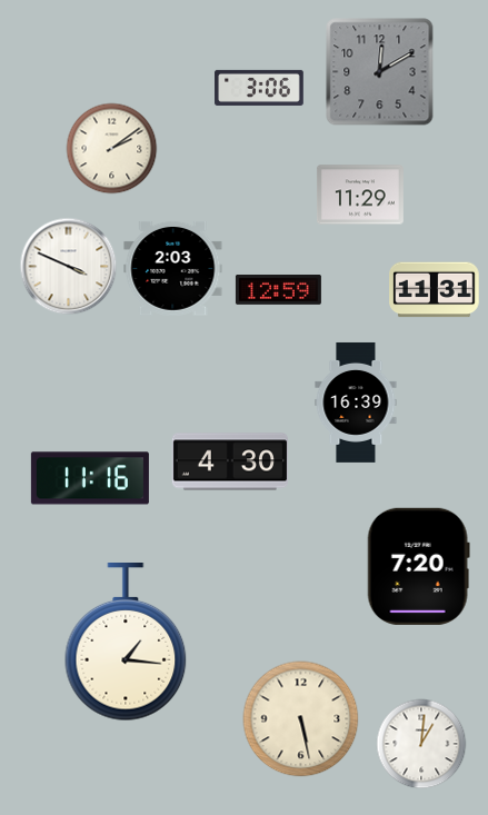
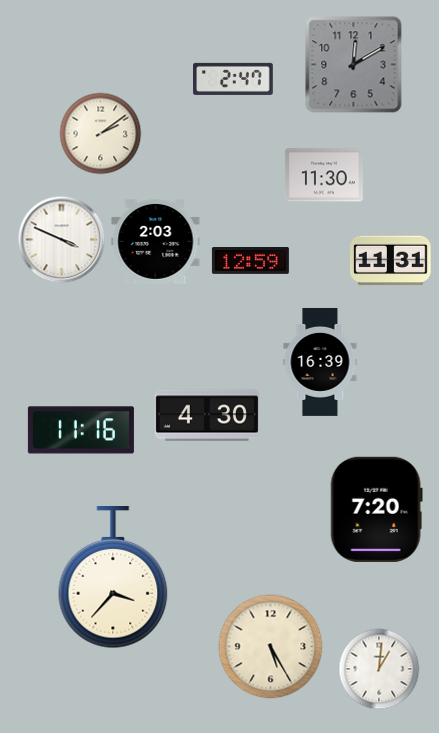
clock at (380, 72) position: (380, 72) -> (354, 65)
clock at (259, 88): 3:06 -> 2:47
clock at (360, 195): 11:29 -> 11:30
clock at (126, 643): 1:16 -> 3:37
clock at (301, 719): 5:28 -> 5:25
